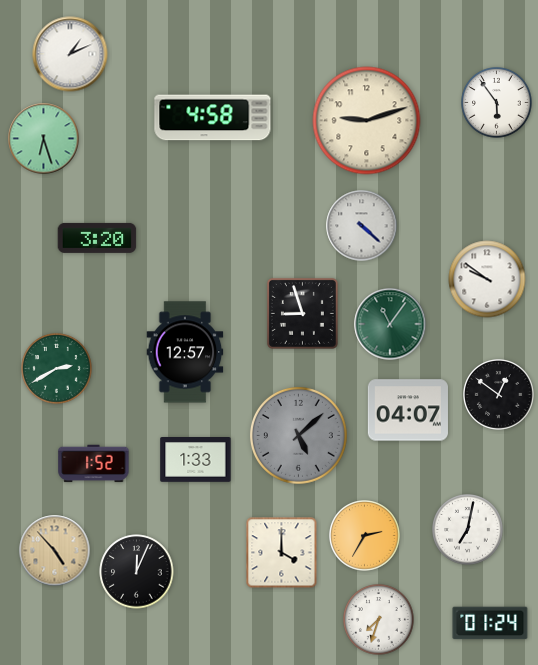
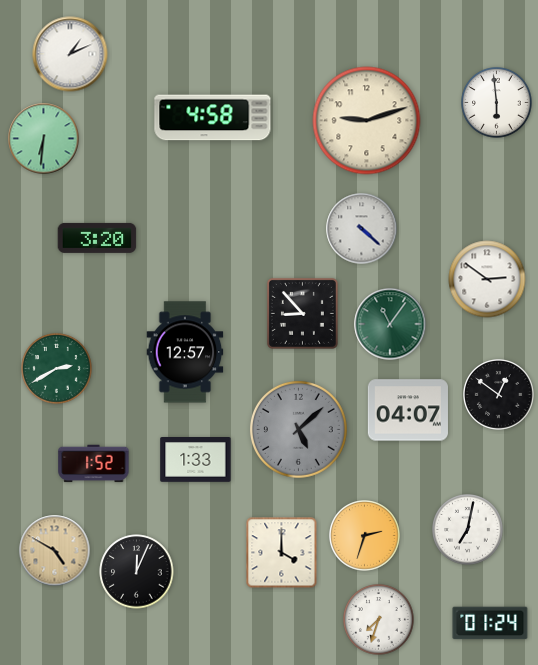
clock at (497, 103): 5:54 -> 5:59
clock at (44, 139): 6:27 -> 6:31
clock at (362, 226) position: (362, 226) -> (362, 229)
clock at (487, 279): 9:51 -> 2:51
clock at (302, 313): 8:57 -> 8:53
clock at (298, 435) position: (298, 435) -> (298, 429)
clock at (365, 536): 2:35 -> 2:33
clock at (55, 551): 4:53 -> 4:50
